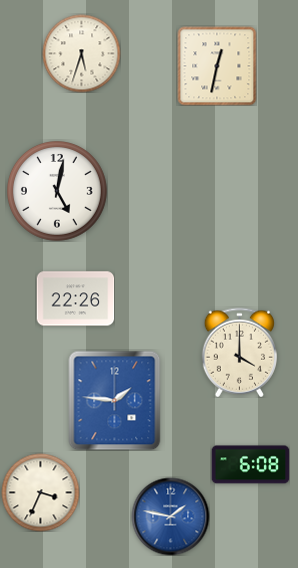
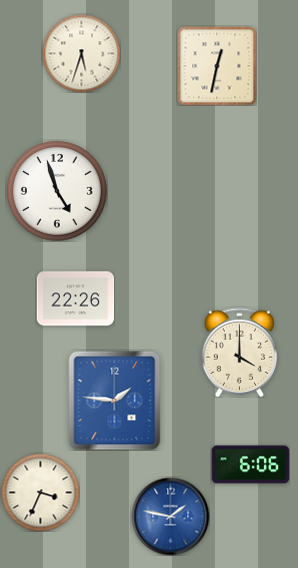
clock at (58, 192): 5:02 -> 4:57
clock at (250, 465): 6:08 -> 6:06
